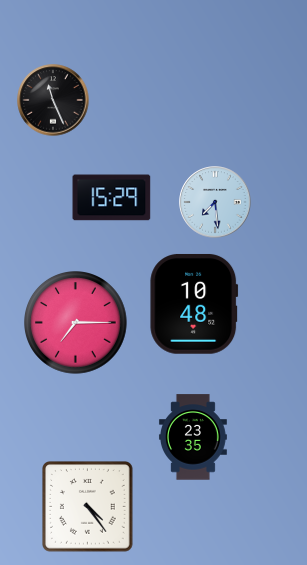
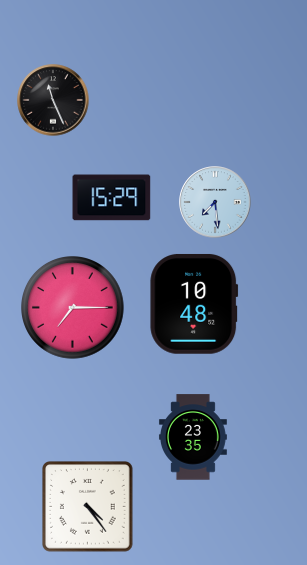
clock at (76, 323) position: (76, 323) -> (73, 308)
